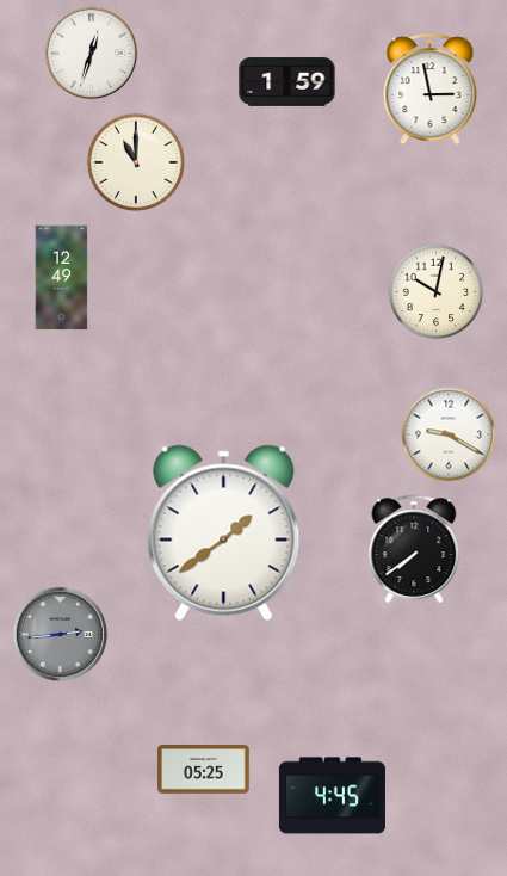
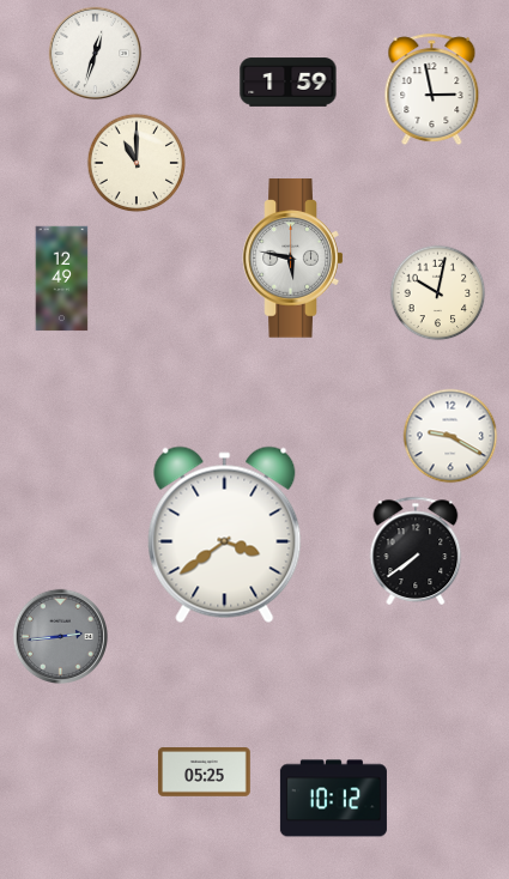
clock at (92, 54) position: (92, 54) -> (96, 54)
clock at (293, 259): none -> 5:47
clock at (224, 533): 1:39 -> 3:39
clock at (332, 796): 4:45 -> 10:12
